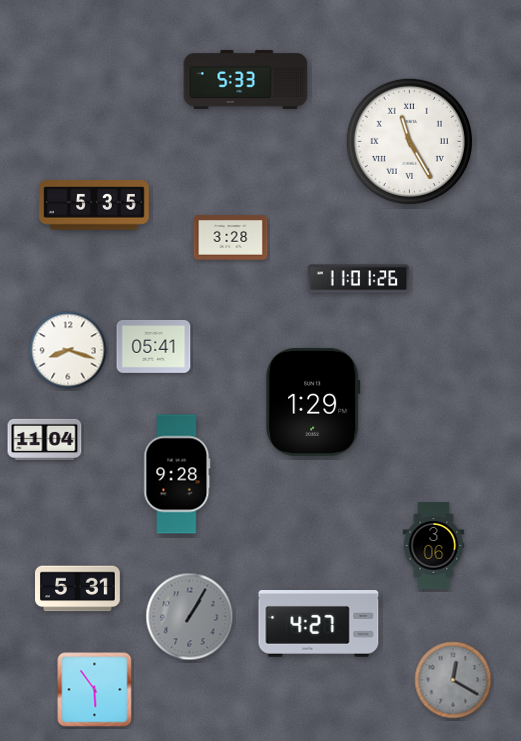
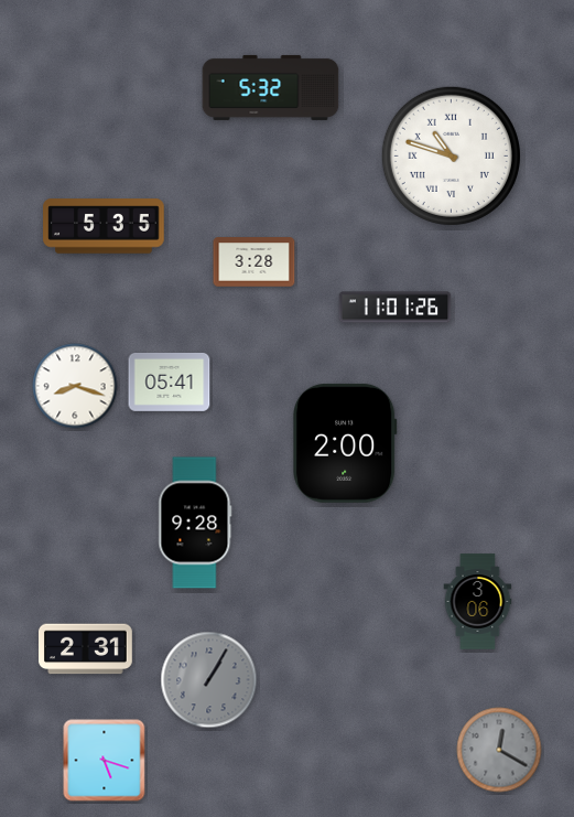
clock at (246, 79): 5:33 -> 5:32
clock at (409, 141): 11:25 -> 10:48
clock at (313, 402): 1:29 -> 2:00
clock at (45, 439): 11:04 -> none
clock at (78, 589): 5:31 -> 2:31
clock at (319, 624): 4:27 -> none
clock at (95, 690): 5:54 -> 5:18
